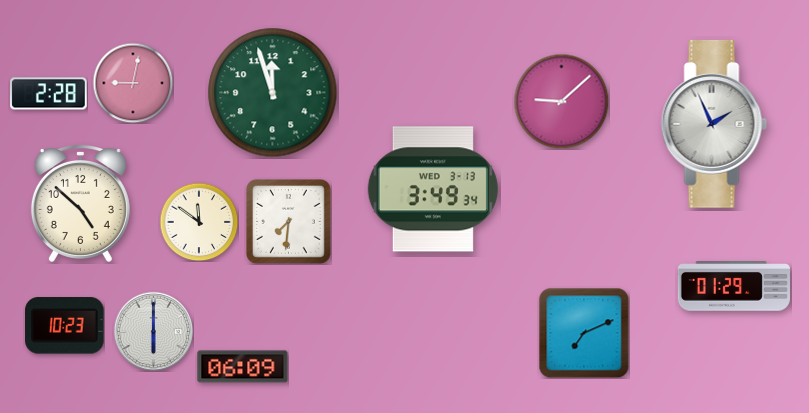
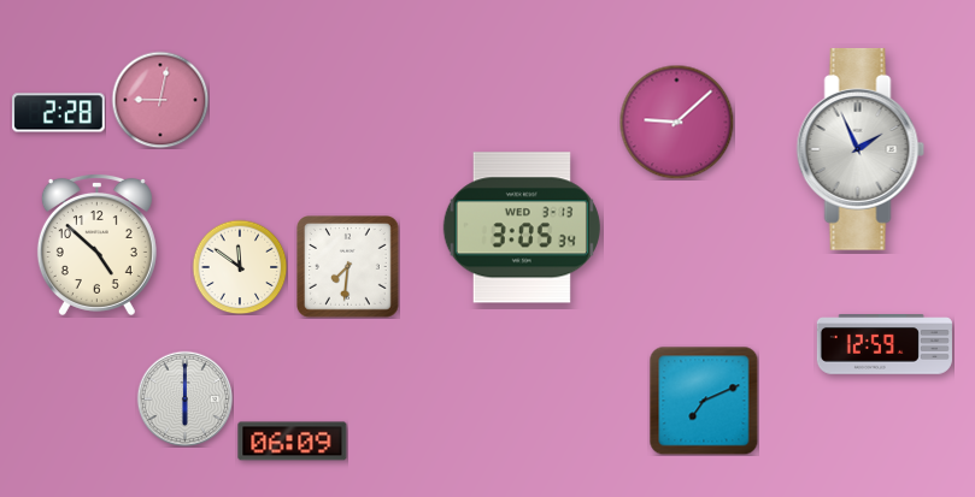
clock at (273, 93): 11:57 -> none
clock at (433, 189): 3:49 -> 3:05
clock at (734, 287): 01:29 -> 12:59
clock at (65, 326): 10:23 -> none
